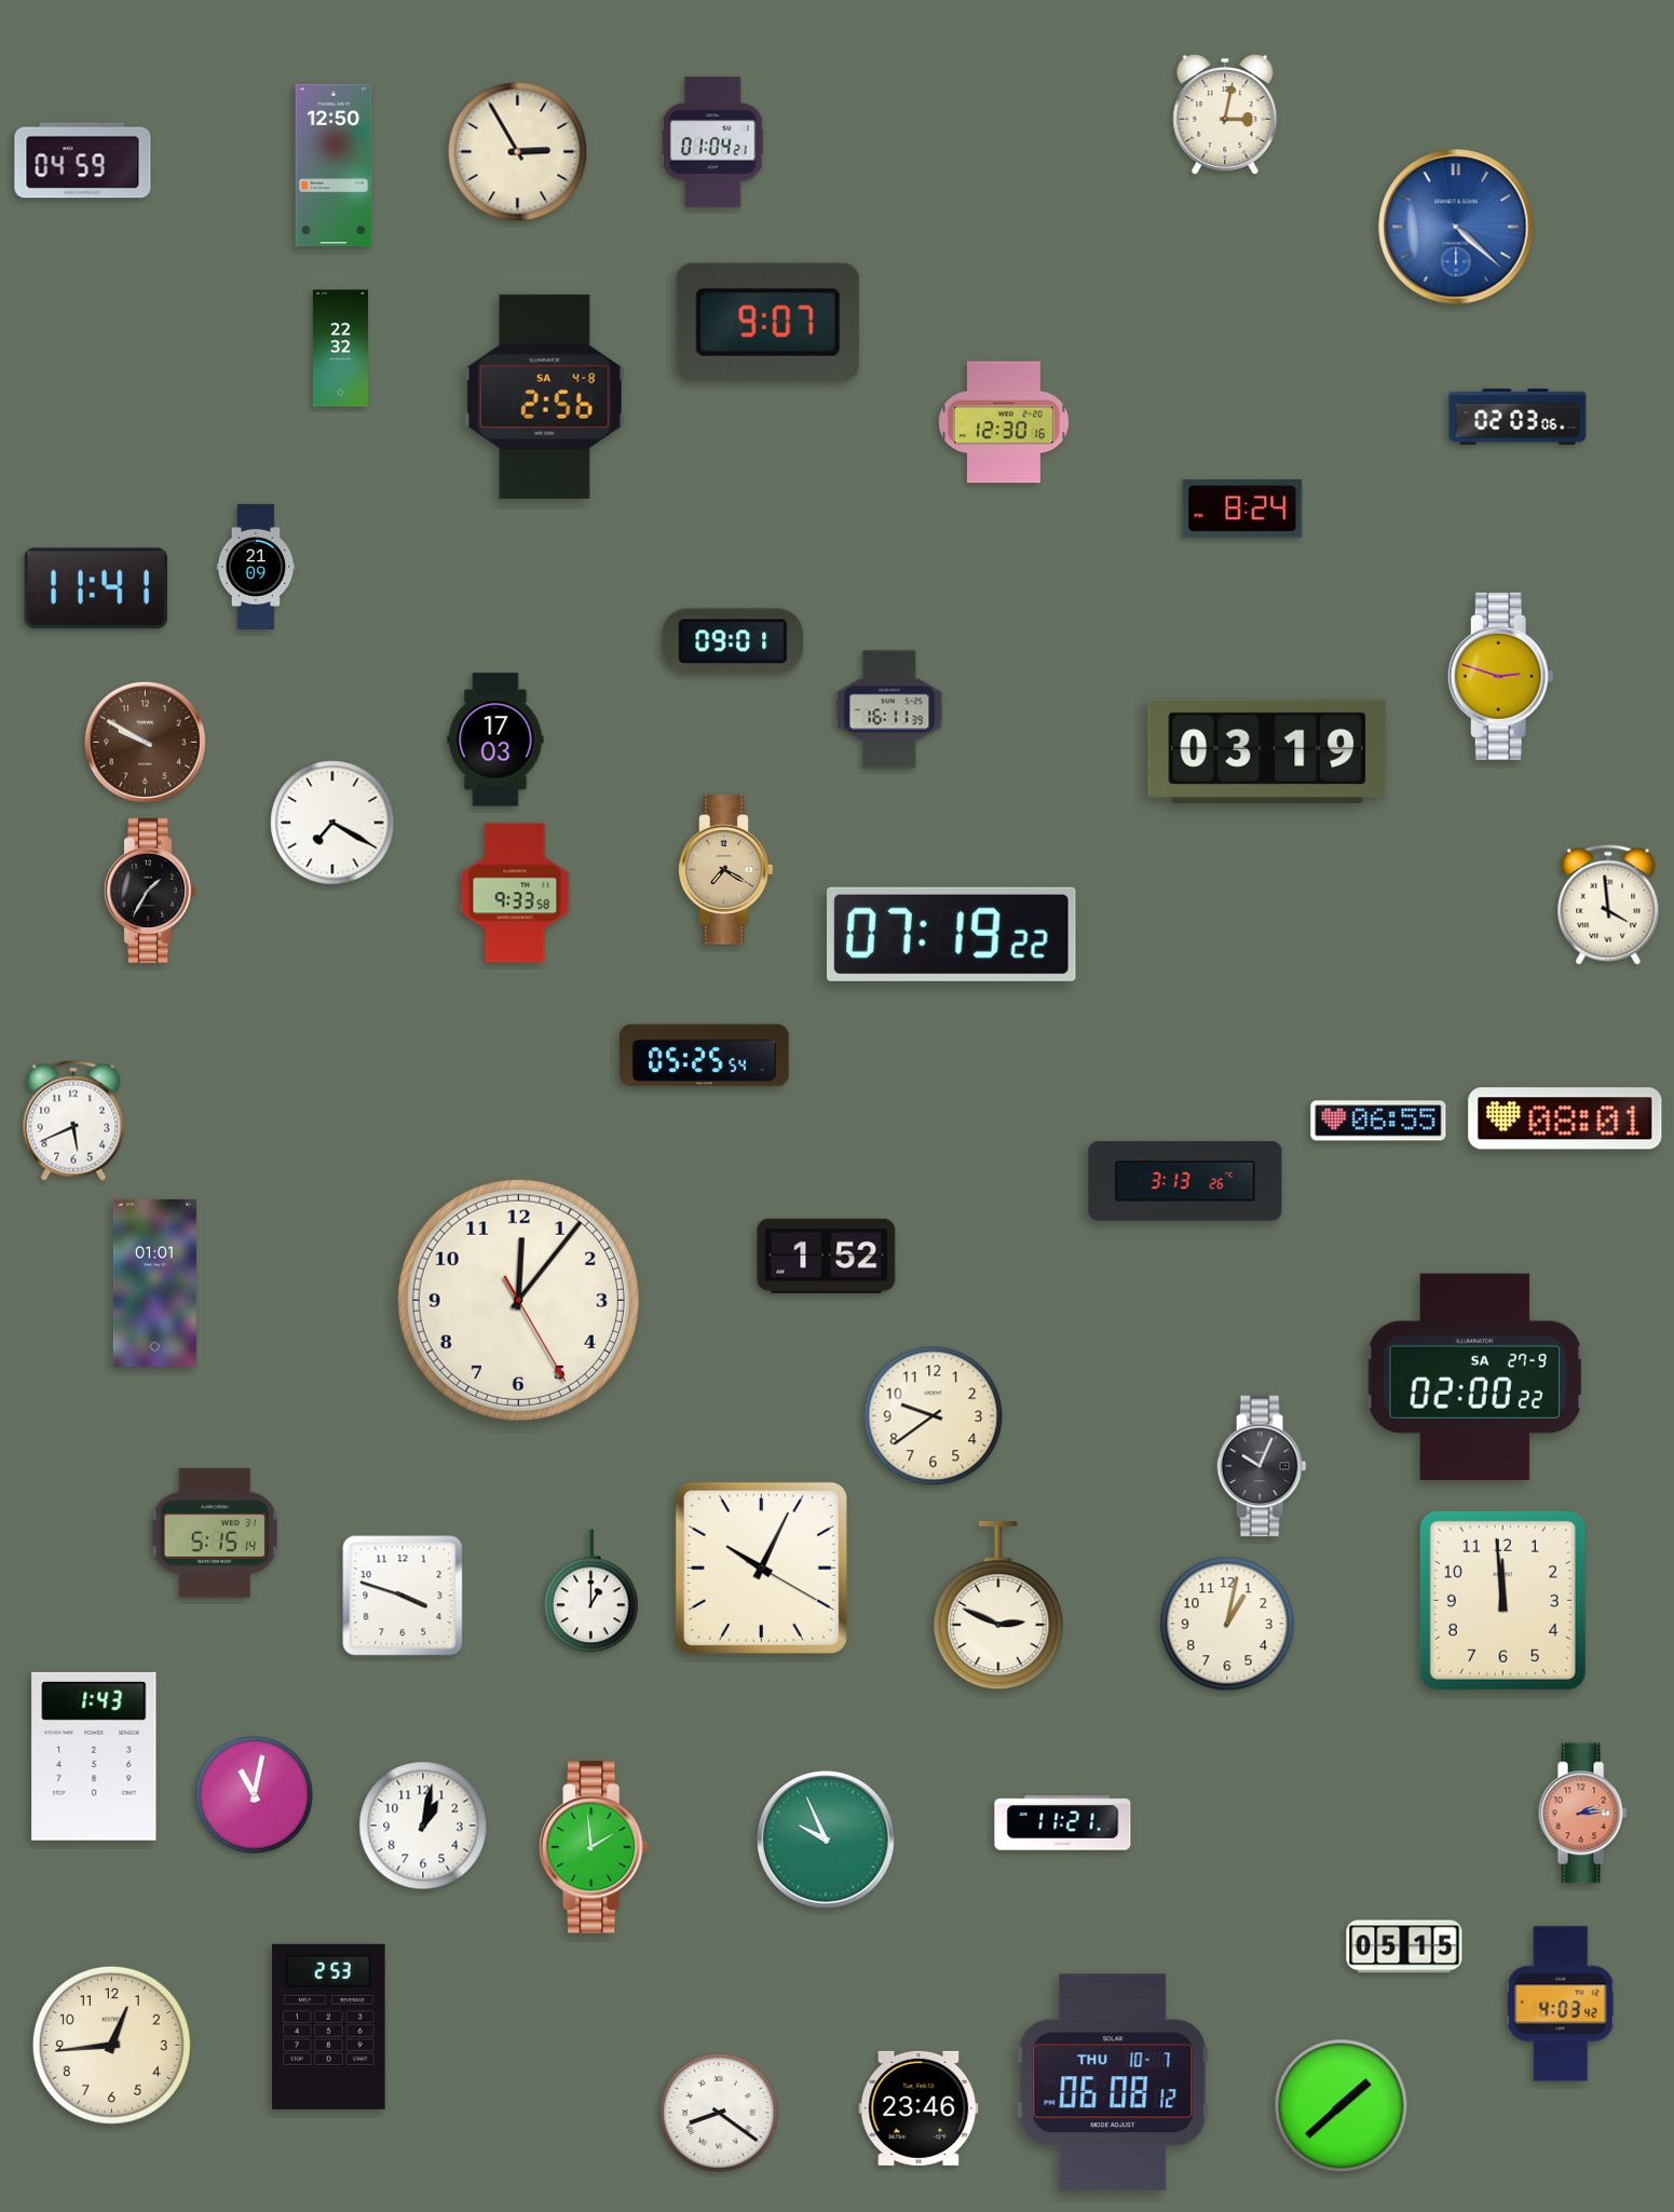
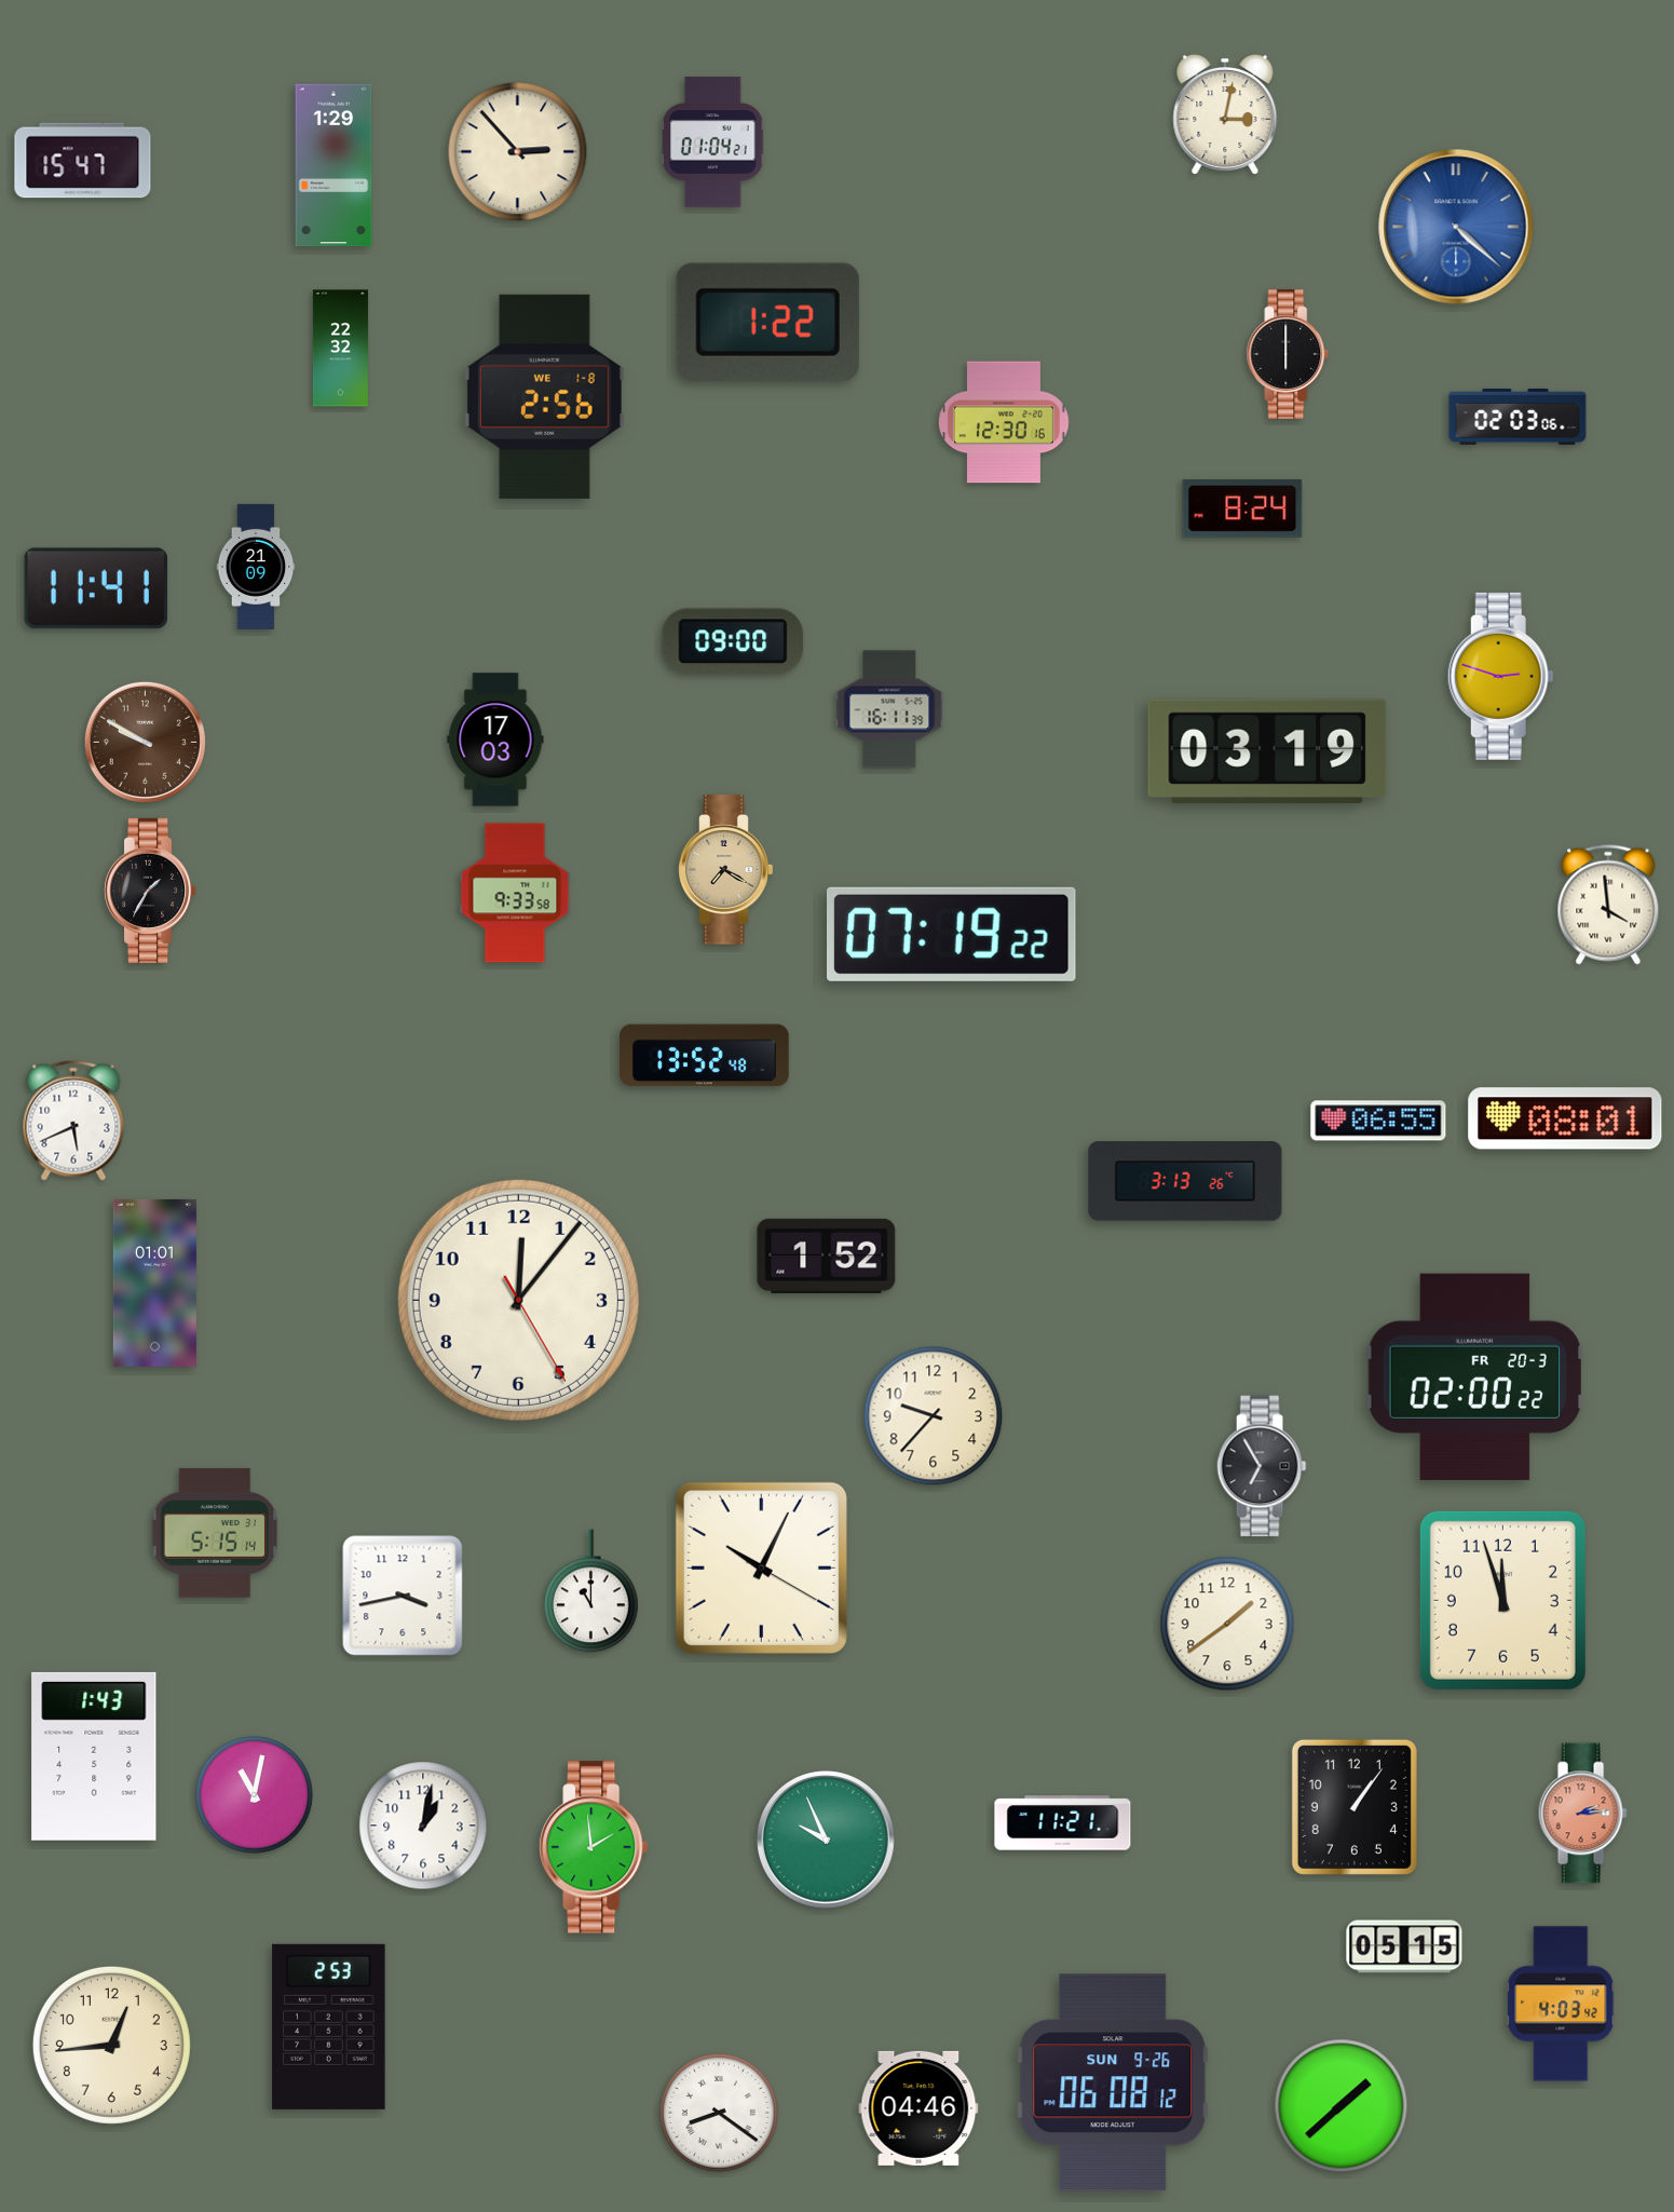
clock at (518, 152): 2:55 -> 2:53
clock at (83, 161): 04:59 -> 15:47
clock at (334, 165): 12:50 -> 1:29
clock at (767, 322): 9:07 -> 1:22
clock at (1288, 355): none -> 6:00
clock at (544, 396) date: SA 4-8 -> WE 1-8
clock at (733, 641): 09:01 -> 09:00
clock at (332, 823): 7:20 -> none
clock at (705, 1056): 05:25 -> 13:52
clock at (1474, 1376) date: SA 27-9 -> FR 20-3
clock at (934, 1416): 9:39 -> 9:37
clock at (1262, 1466): 10:04 -> 6:55
clock at (591, 1591): 1:00 -> 11:00
clock at (403, 1596): 3:48 -> 3:43
clock at (1502, 1600): 11:59 -> 11:57
clock at (998, 1605): 2:49 -> none
clock at (1227, 1624): 1:02 -> 1:39
clock at (1355, 1807): none -> 1:06
clock at (1113, 2082) date: THU 10-7 -> SUN 9-26
clock at (918, 2108): 23:46 -> 04:46
